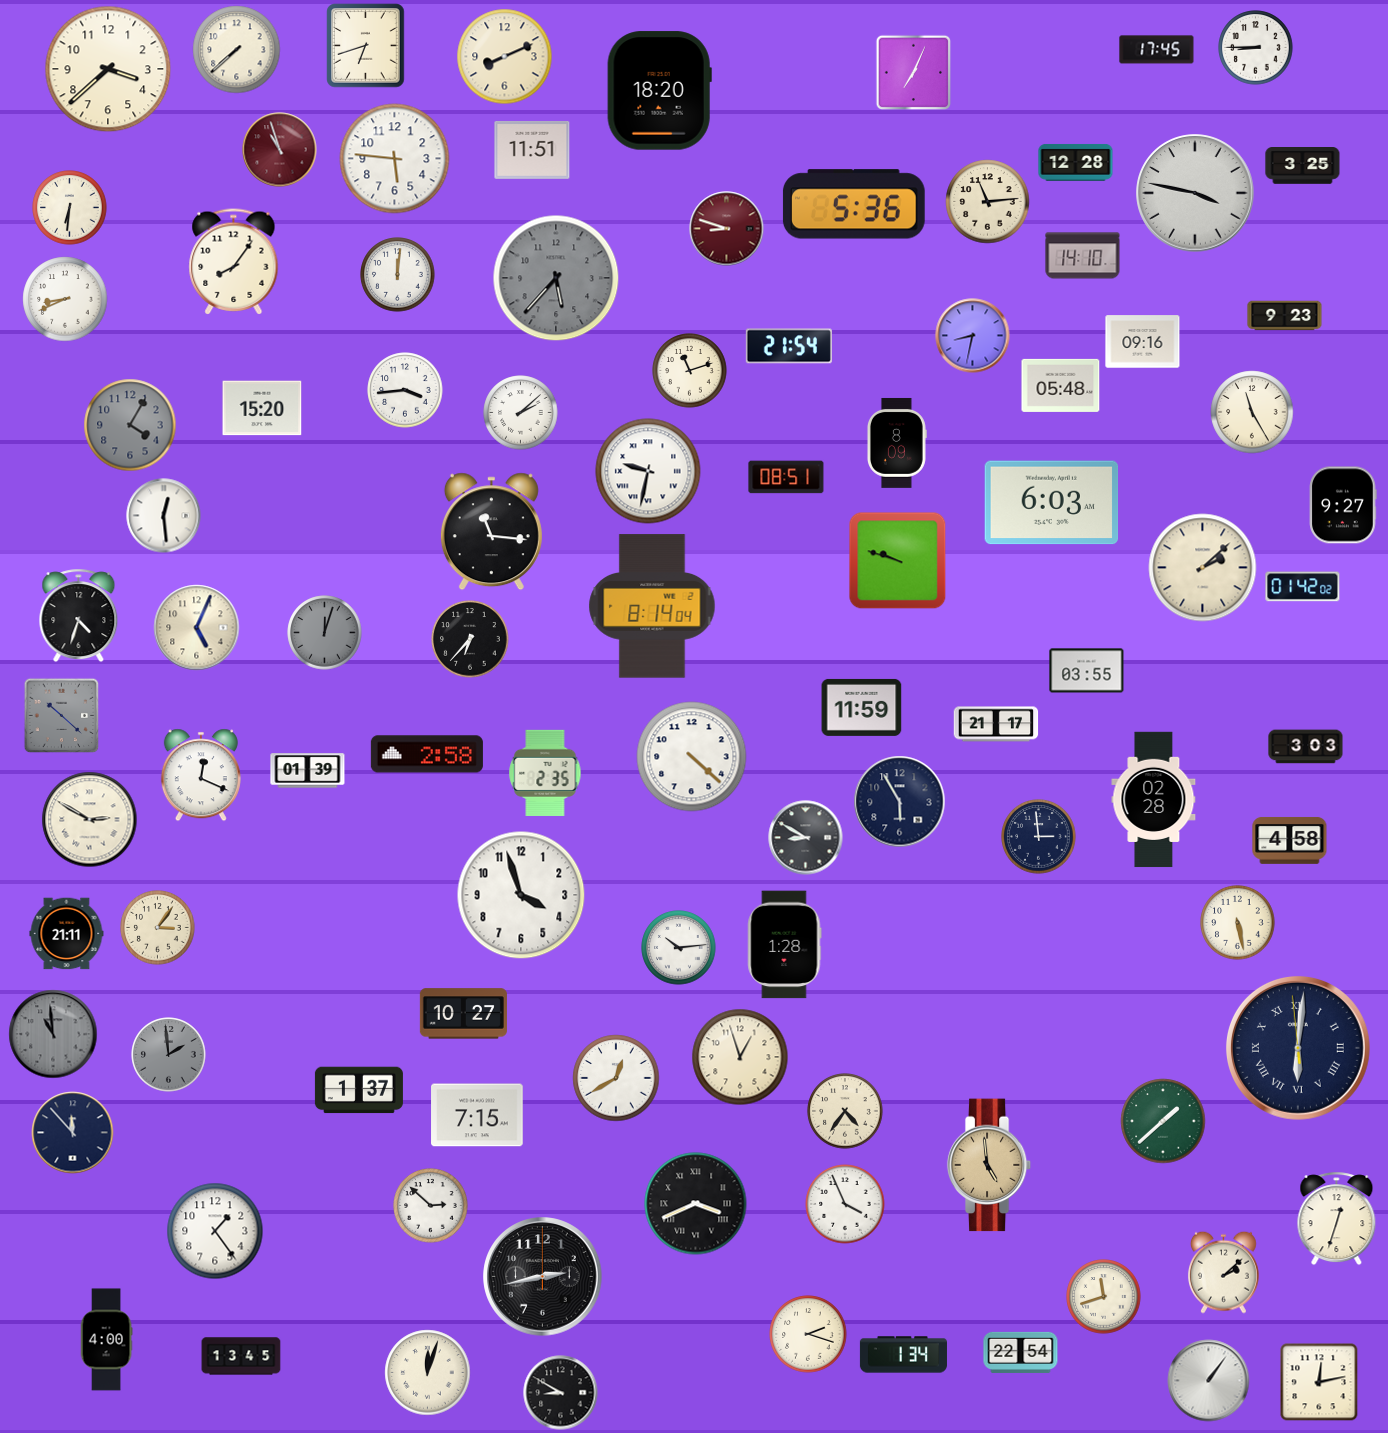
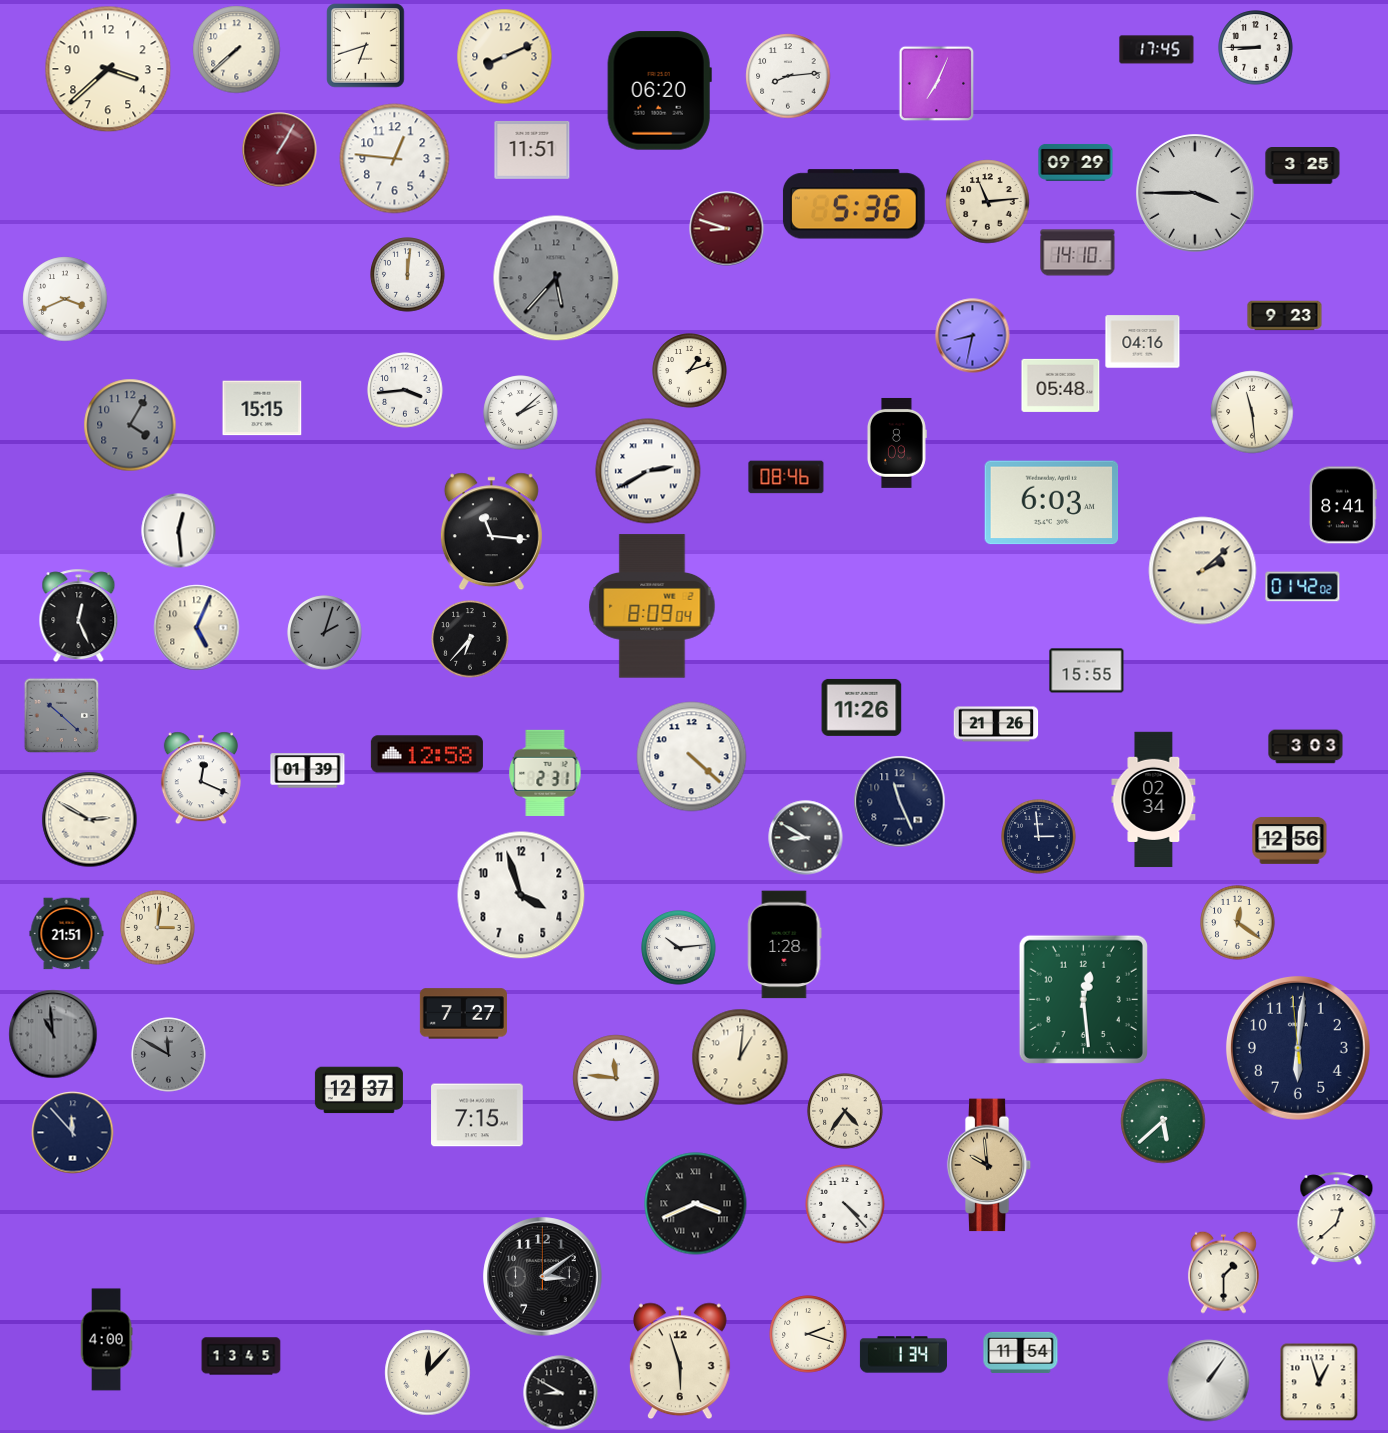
clock at (914, 73) position: (914, 73) -> (937, 84)
clock at (788, 76): none -> 8:14
clock at (659, 91): 18:20 -> 06:20
clock at (280, 150): 10:57 -> 1:05
clock at (395, 159): 5:46 -> 12:46
clock at (1076, 162): 12:28 -> 09:29
clock at (1195, 193): 3:47 -> 3:45
clock at (70, 208): 6:31 -> none
clock at (1083, 256) position: (1083, 256) -> (1078, 253)
clock at (234, 262): 8:06 -> none
clock at (398, 275) position: (398, 275) -> (408, 275)
clock at (65, 299): 8:41 -> 3:41
clock at (1143, 342): 09:16 -> 04:16
clock at (789, 346): 21:54 -> none
clock at (690, 371): 11:12 -> 1:12
clock at (262, 408): 15:20 -> 15:15
clock at (1252, 412): 11:25 -> 11:29
clock at (648, 471): 9:32 -> 2:40
clock at (786, 477): 08:51 -> 08:46
clock at (1343, 505): 9:27 -> 8:41
clock at (164, 516) position: (164, 516) -> (179, 531)
clock at (898, 561): 9:48 -> none
clock at (1203, 568) position: (1203, 568) -> (1203, 571)
clock at (652, 606): 8:14 -> 8:09
clock at (79, 616): 4:33 -> 12:26
clock at (325, 633): 12:03 -> 2:03
clock at (1087, 671): 03:55 -> 15:55
clock at (862, 707): 11:59 -> 11:26
clock at (996, 724): 21:17 -> 21:26
clock at (427, 754): 2:58 -> 12:58
clock at (545, 773): 2:35 -> 2:31
clock at (201, 775) position: (201, 775) -> (201, 778)
clock at (1154, 800): 02:28 -> 02:34
clock at (900, 802): 5:55 -> 11:26
clock at (1290, 840): 4:58 -> 12:56
clock at (1238, 923): 5:28 -> 12:21
clock at (158, 928): 3:06 -> 3:01
clock at (67, 934): 21:11 -> 21:51
clock at (1083, 999): none -> 12:29
clock at (463, 1014): 10:27 -> 7:27
clock at (1298, 1048) numerals: Roman -> Arabic
clock at (169, 1055): 1:59 -> 11:50
clock at (740, 1057): 12:57 -> 1:01
clock at (616, 1078): 12:40 -> 11:46
clock at (359, 1090): 1:37 -> 12:37
clock at (1163, 1121): 1:38 -> 5:38
clock at (989, 1165): 4:59 -> 9:59
clock at (845, 1204): 3:56 -> 4:23
clock at (431, 1206): 2:52 -> none
clock at (1337, 1219): 12:33 -> 12:38
clock at (215, 1231): 1:24 -> none
clock at (1223, 1272): 2:08 -> 1:30
clock at (543, 1277): 2:43 -> 3:09
clock at (1104, 1297): 11:42 -> none
clock at (1021, 1352): 22:54 -> 11:54
clock at (680, 1361): none -> 5:57
clock at (428, 1373): 12:03 -> 12:07
clock at (1319, 1382): 12:13 -> 12:57
